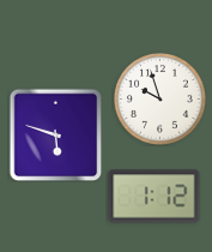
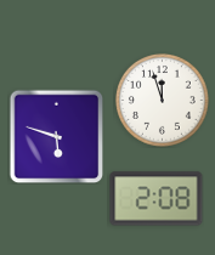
clock at (160, 100): 9:57 -> 11:57
clock at (155, 197): 1:12 -> 2:08
